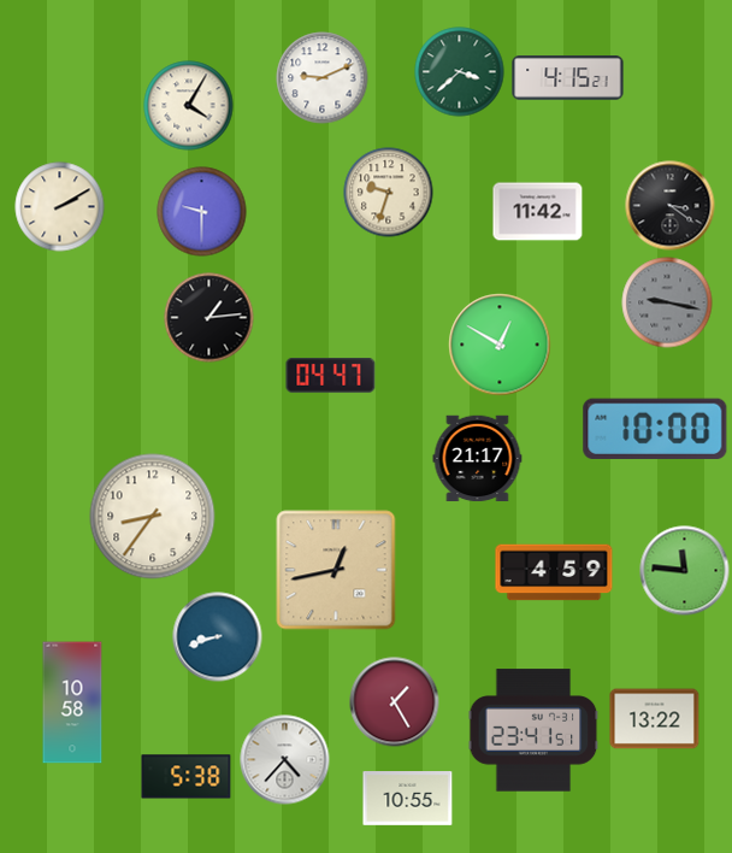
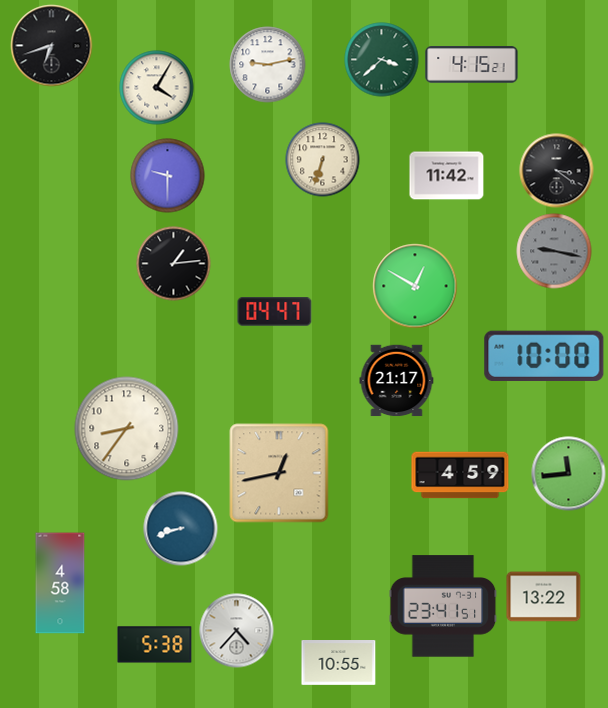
clock at (52, 46): none -> 6:42
clock at (323, 78): 9:11 -> 9:13
clock at (389, 193): 9:33 -> 6:33
clock at (60, 207): 2:10 -> none
clock at (685, 571): 11:46 -> 11:44
clock at (72, 702): 10:58 -> 4:58
clock at (395, 702): 1:25 -> none
